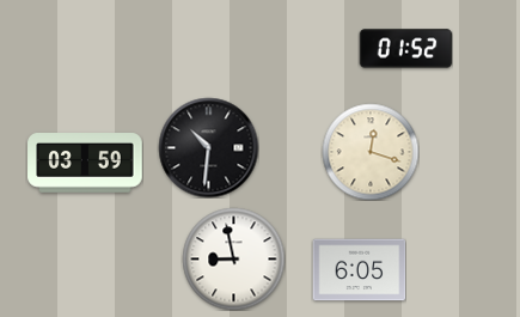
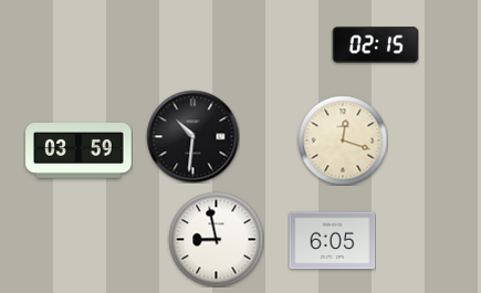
clock at (405, 49): 01:52 -> 02:15
clock at (359, 270) position: (359, 270) -> (332, 241)
